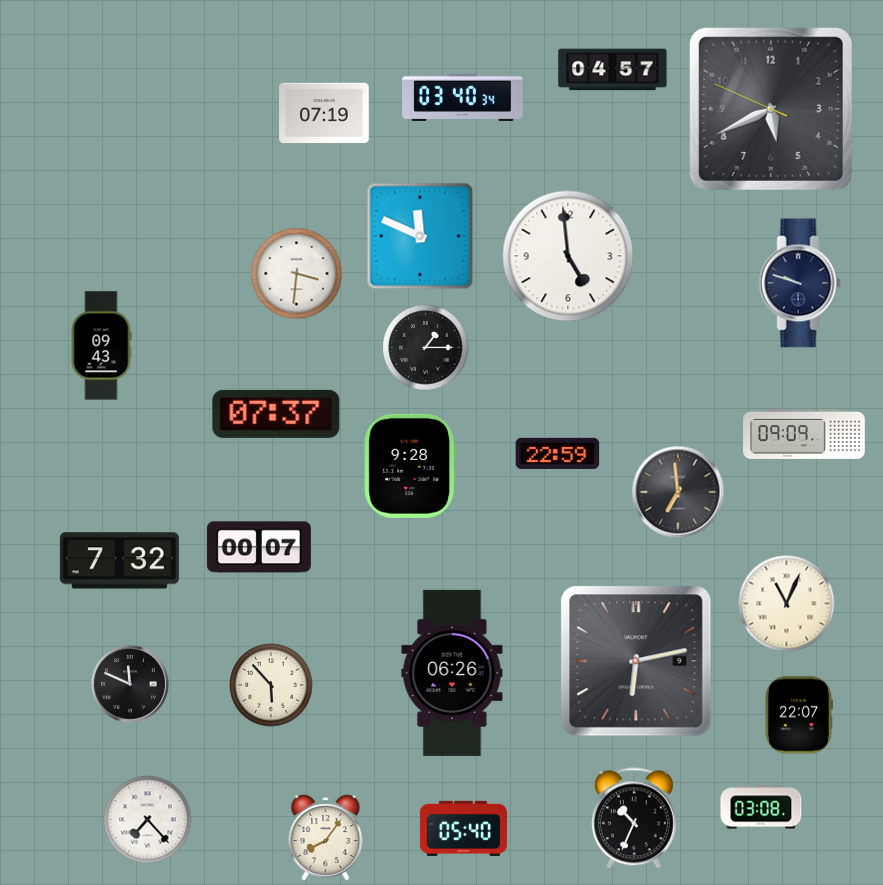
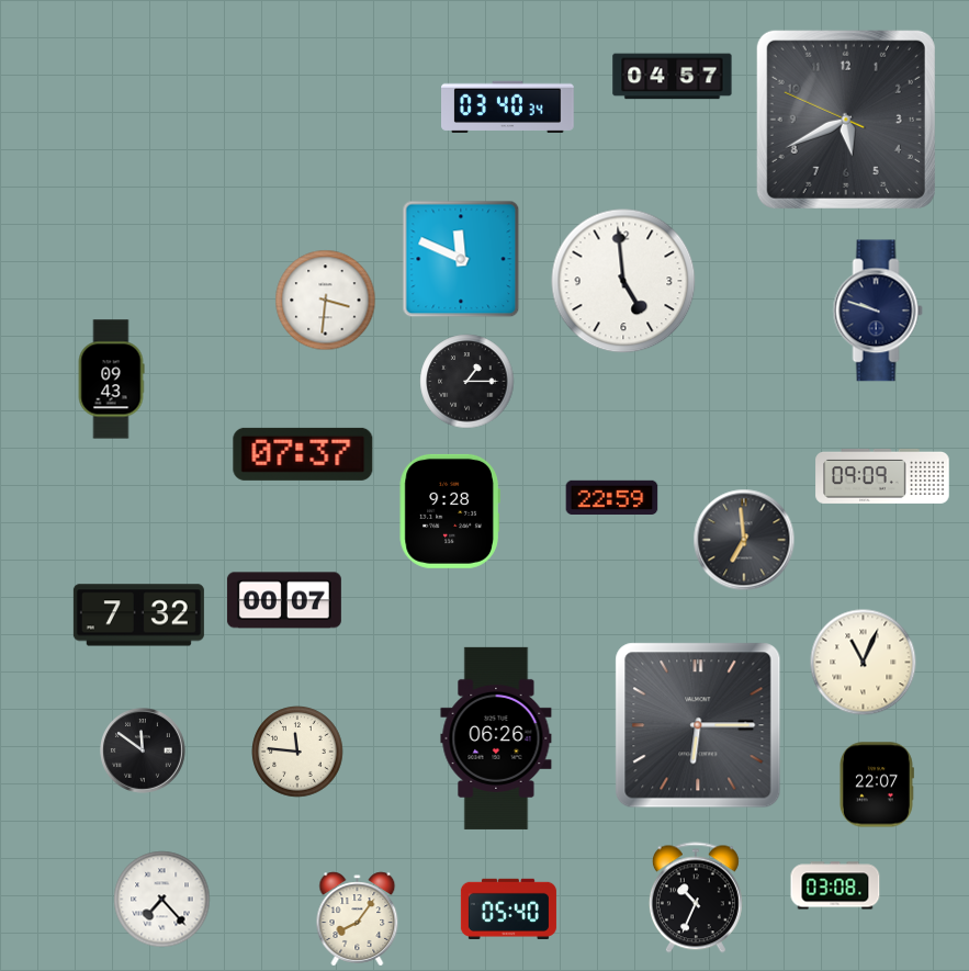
clock at (324, 113): 07:19 -> none
clock at (119, 561) position: (119, 561) -> (138, 616)
clock at (636, 661): 6:13 -> 6:15
clock at (131, 685): 11:49 -> 11:51
clock at (271, 685): 5:53 -> 11:46
